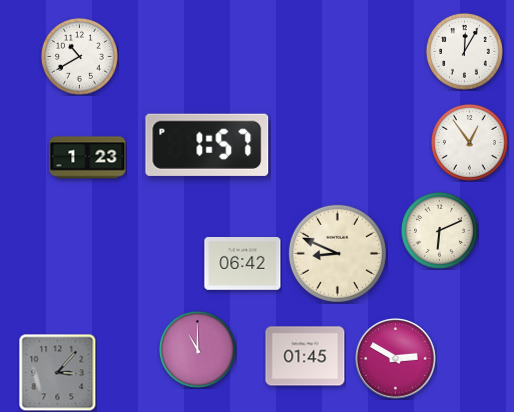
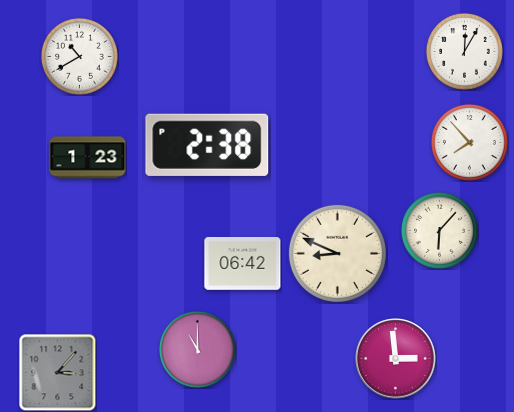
clock at (469, 142): 12:54 -> 7:53
clock at (207, 145): 1:57 -> 2:38
clock at (439, 230): 6:11 -> 6:07
clock at (305, 356): 01:45 -> none
clock at (396, 359): 2:50 -> 2:59
